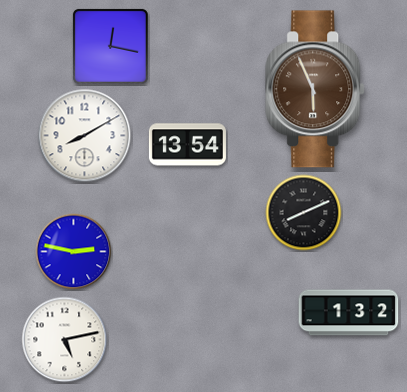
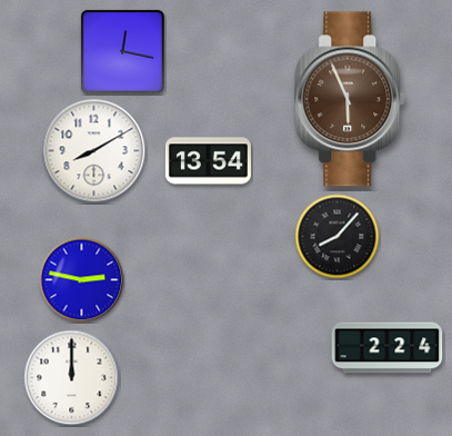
clock at (304, 213): 8:11 -> 8:07
clock at (349, 313): 1:32 -> 2:24
clock at (65, 340): 5:13 -> 12:00
